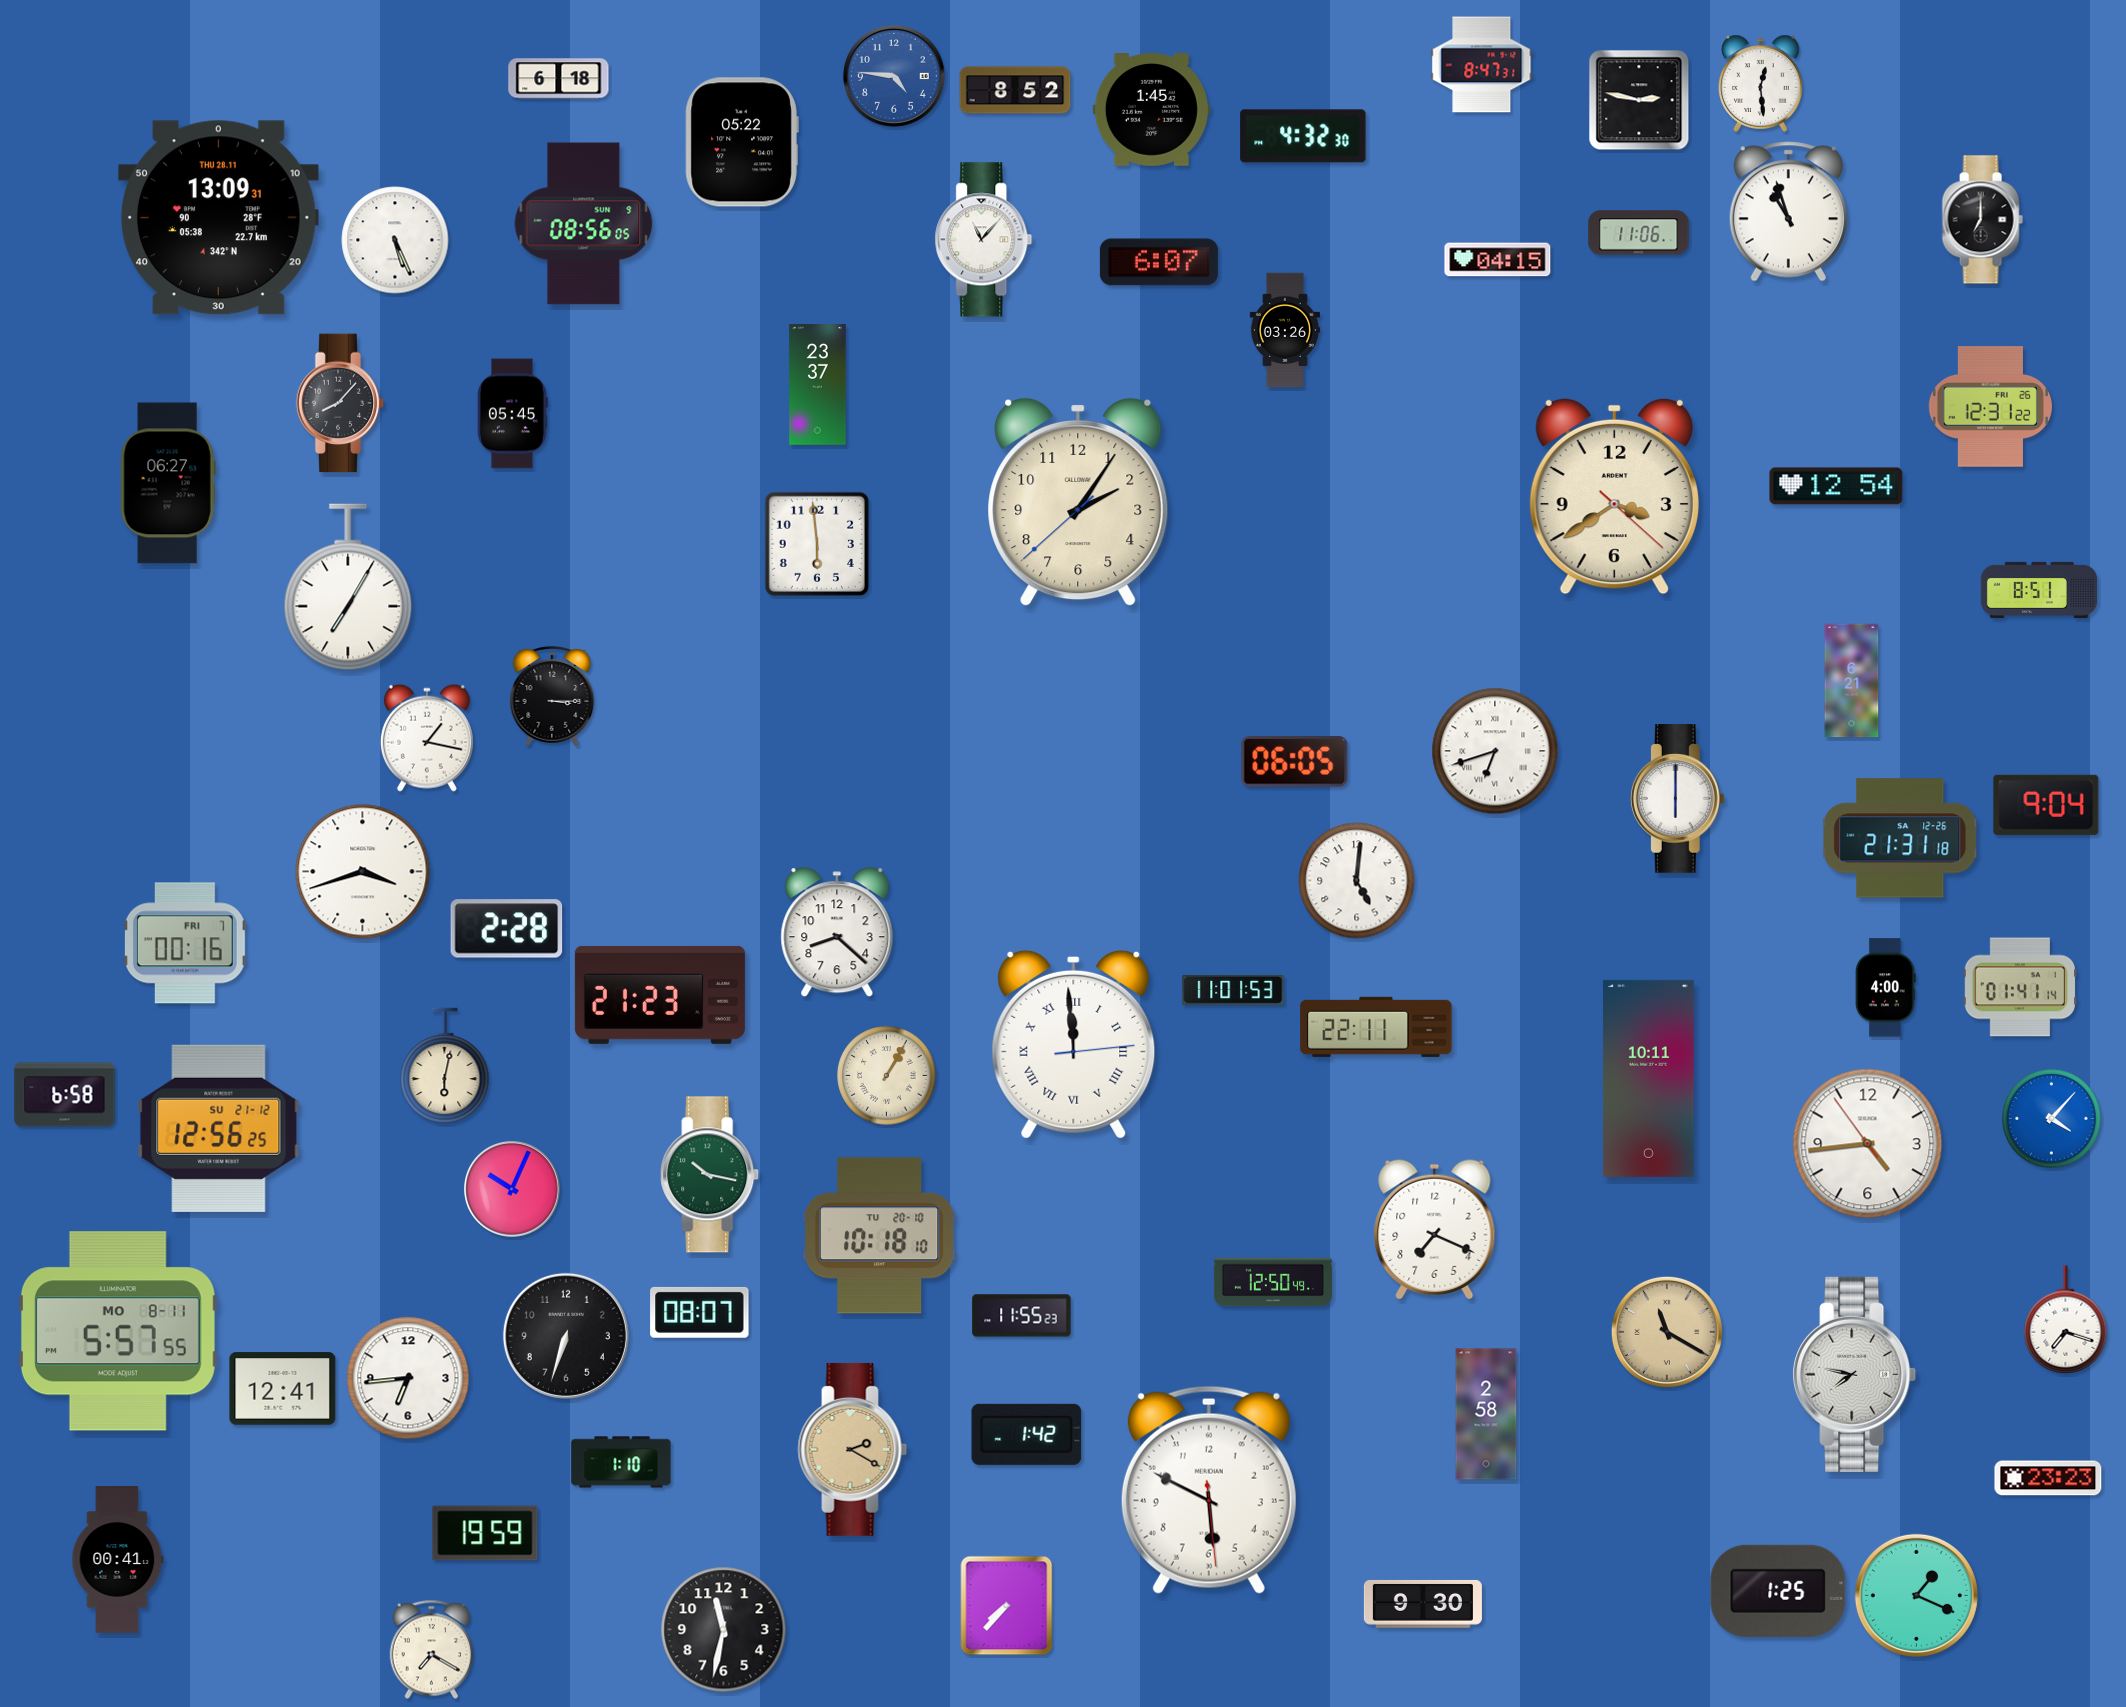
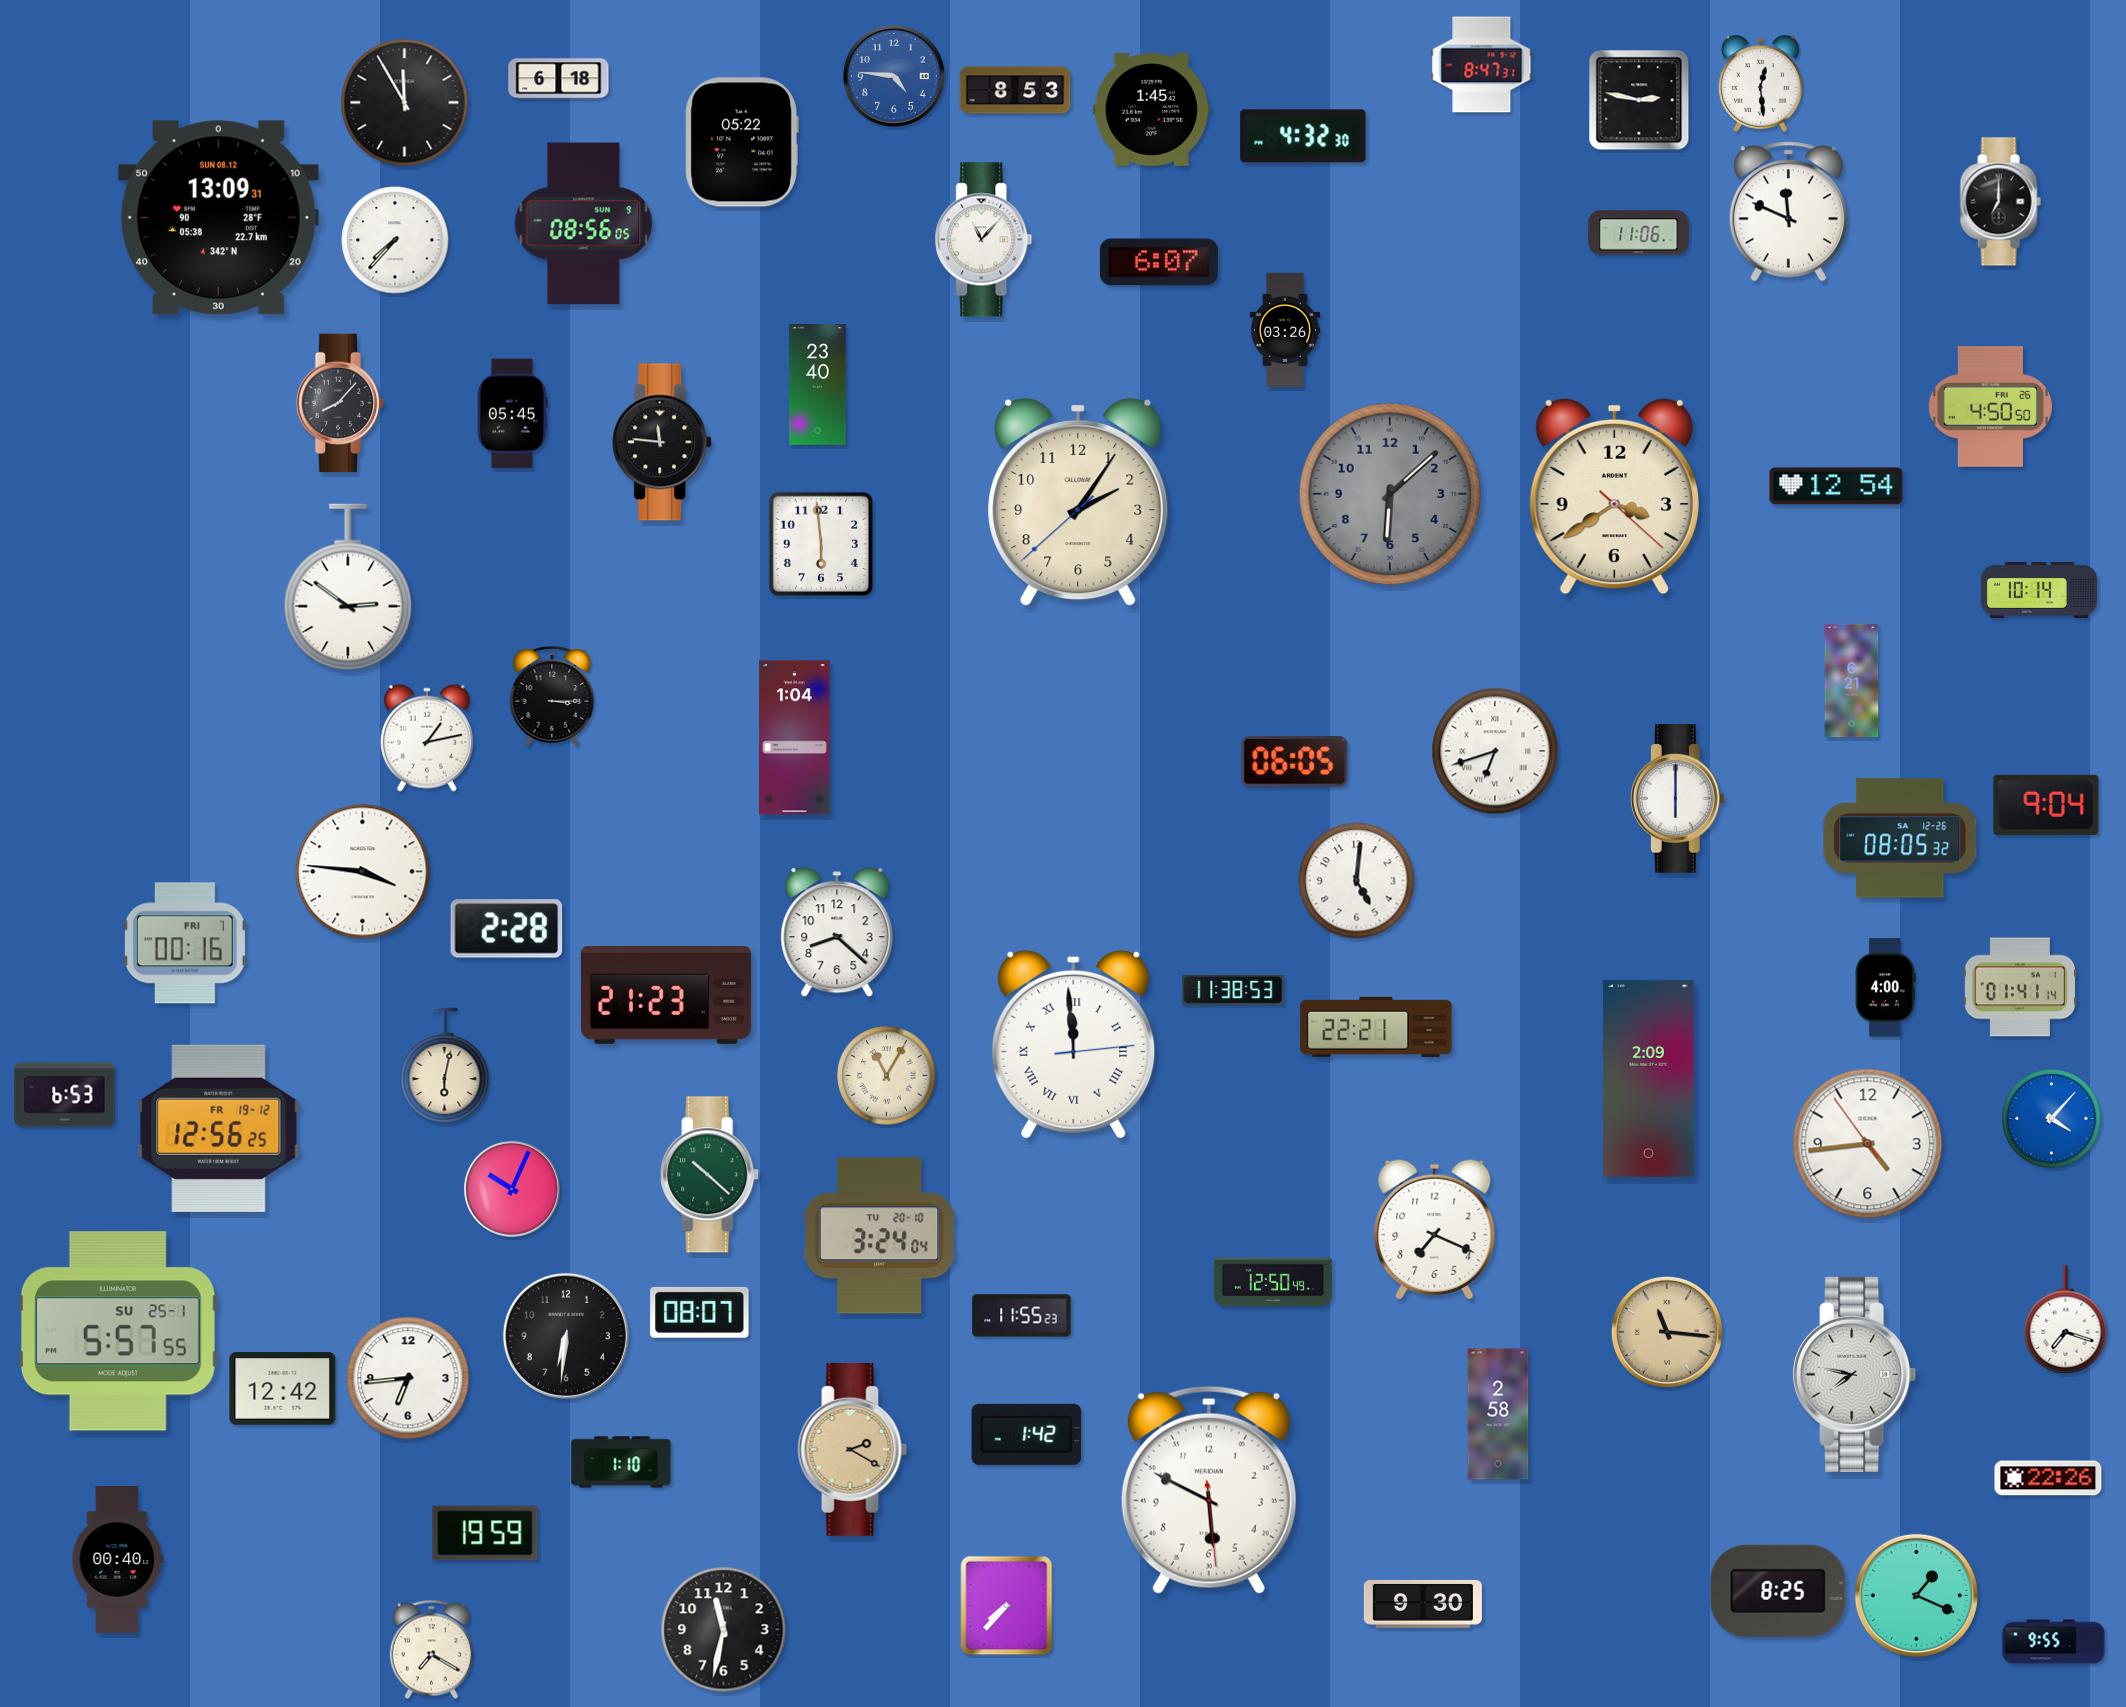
clock at (1015, 90): 8:52 -> 8:53
clock at (405, 103): none -> 11:55
clock at (1788, 212): 10:57 -> 11:49
clock at (218, 218) date: THU 28.11 -> SUN 08.12
clock at (1982, 220) position: (1982, 220) -> (2000, 202)
clock at (395, 240): 5:26 -> 7:37
clock at (1498, 260): 04:15 -> none
clock at (818, 385): 23:37 -> 23:40
clock at (1990, 407): 12:31 -> 4:50
clock at (663, 442): none -> 11:46
clock at (168, 483): 06:27 -> none
clock at (1390, 494): none -> 6:08
clock at (817, 544) position: (817, 544) -> (821, 544)
clock at (348, 587): 7:05 -> 2:51
clock at (2038, 590): 8:51 -> 10:14
clock at (427, 738): 1:17 -> 1:13
clock at (795, 738): none -> 1:04
clock at (1901, 838): 21:31 -> 08:05
clock at (363, 872): 3:42 -> 3:46
clock at (1233, 991): 11:01 -> 11:38
clock at (660, 995) position: (660, 995) -> (666, 995)
clock at (1376, 1027): 22:11 -> 22:21
clock at (887, 1076): 1:05 -> 11:05
clock at (1648, 1078): 10:11 -> 2:09
clock at (65, 1095): 6:58 -> 6:53
clock at (219, 1128) date: SU 21-12 -> FR 19-12
clock at (710, 1175): 10:17 -> 10:22
clock at (879, 1236): 10:18 -> 3:24
clock at (118, 1331) date: MO 8-11 -> SU 25-1
clock at (1667, 1332): 11:20 -> 11:16
clock at (566, 1336): 6:33 -> 6:31
clock at (283, 1389): 12:41 -> 12:42
clock at (1486, 1414) position: (1486, 1414) -> (1498, 1414)
clock at (2048, 1478): 23:23 -> 22:26
clock at (118, 1560): 00:41 -> 00:40
clock at (1778, 1591): 1:25 -> 8:25
clock at (2054, 1642): none -> 9:55
